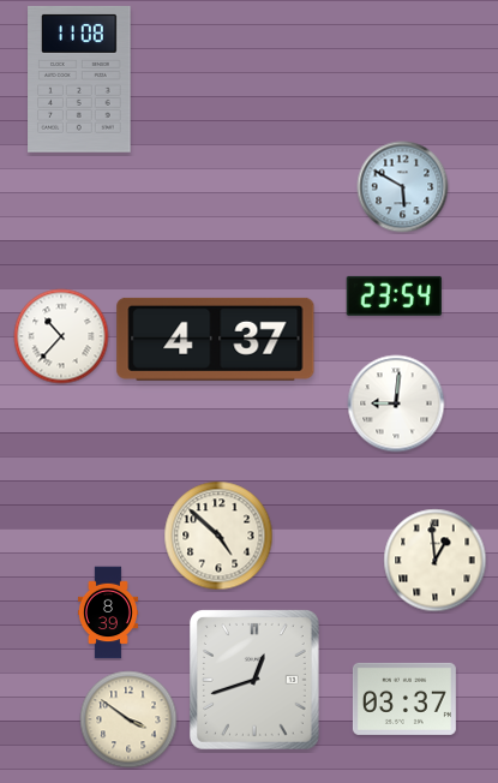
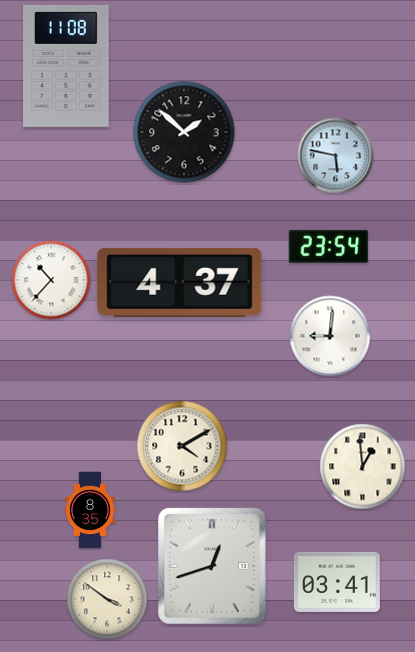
clock at (184, 132): none -> 1:52
clock at (403, 187): 5:50 -> 5:47
clock at (218, 536): 4:52 -> 4:10
clock at (108, 612): 8:39 -> 8:35
clock at (404, 699): 03:37 -> 03:41
